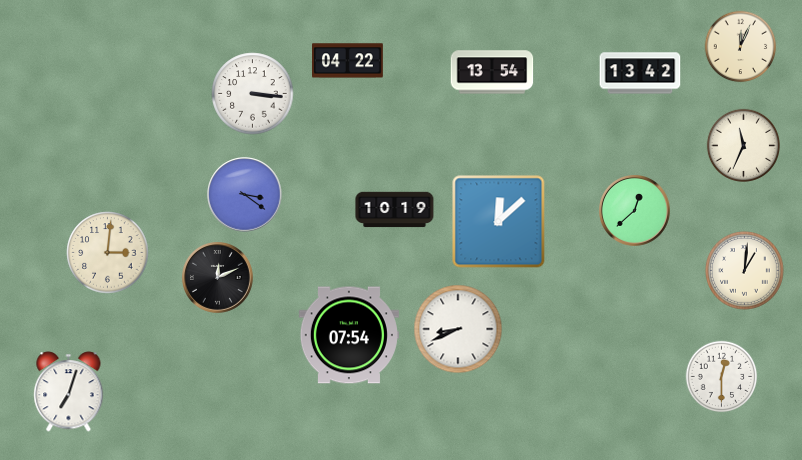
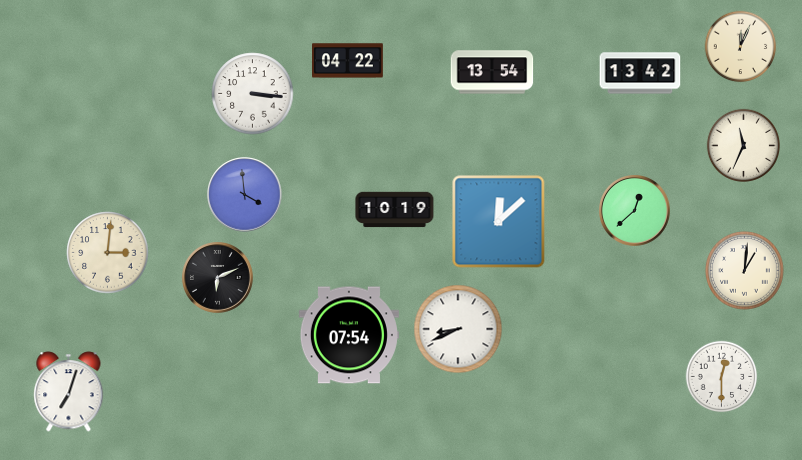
clock at (245, 195): 3:21 -> 3:59
clock at (218, 278): 12:11 -> 6:11
